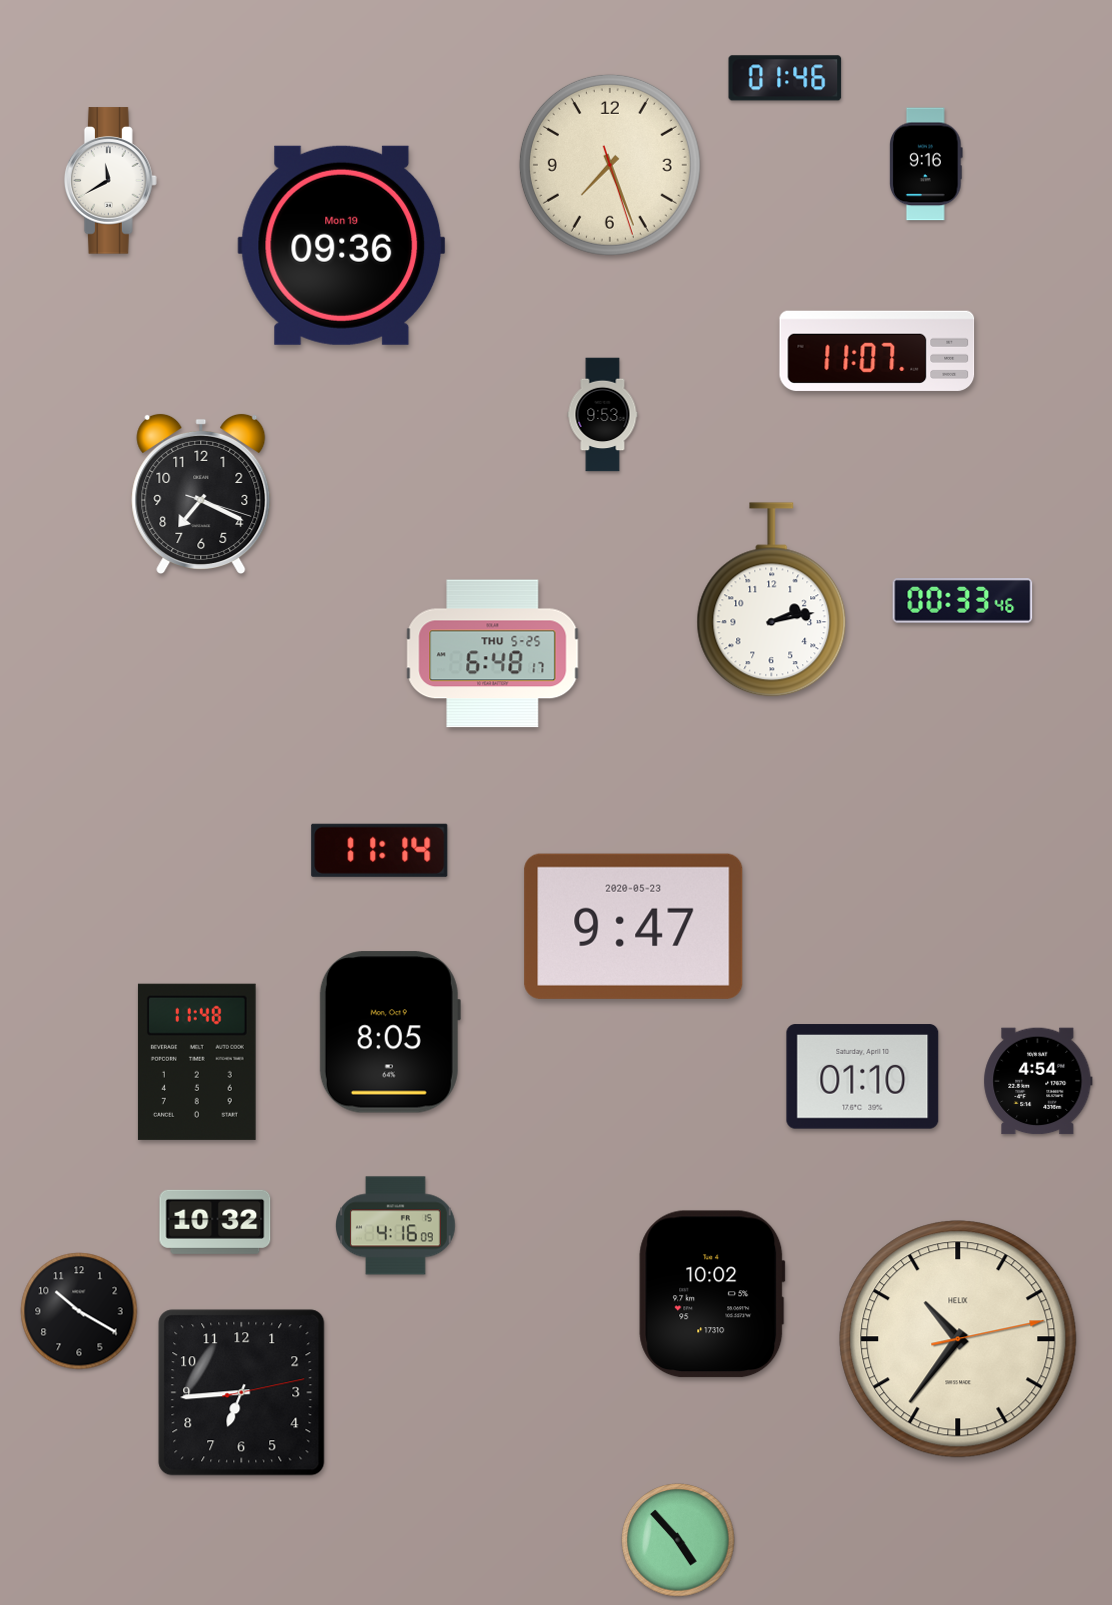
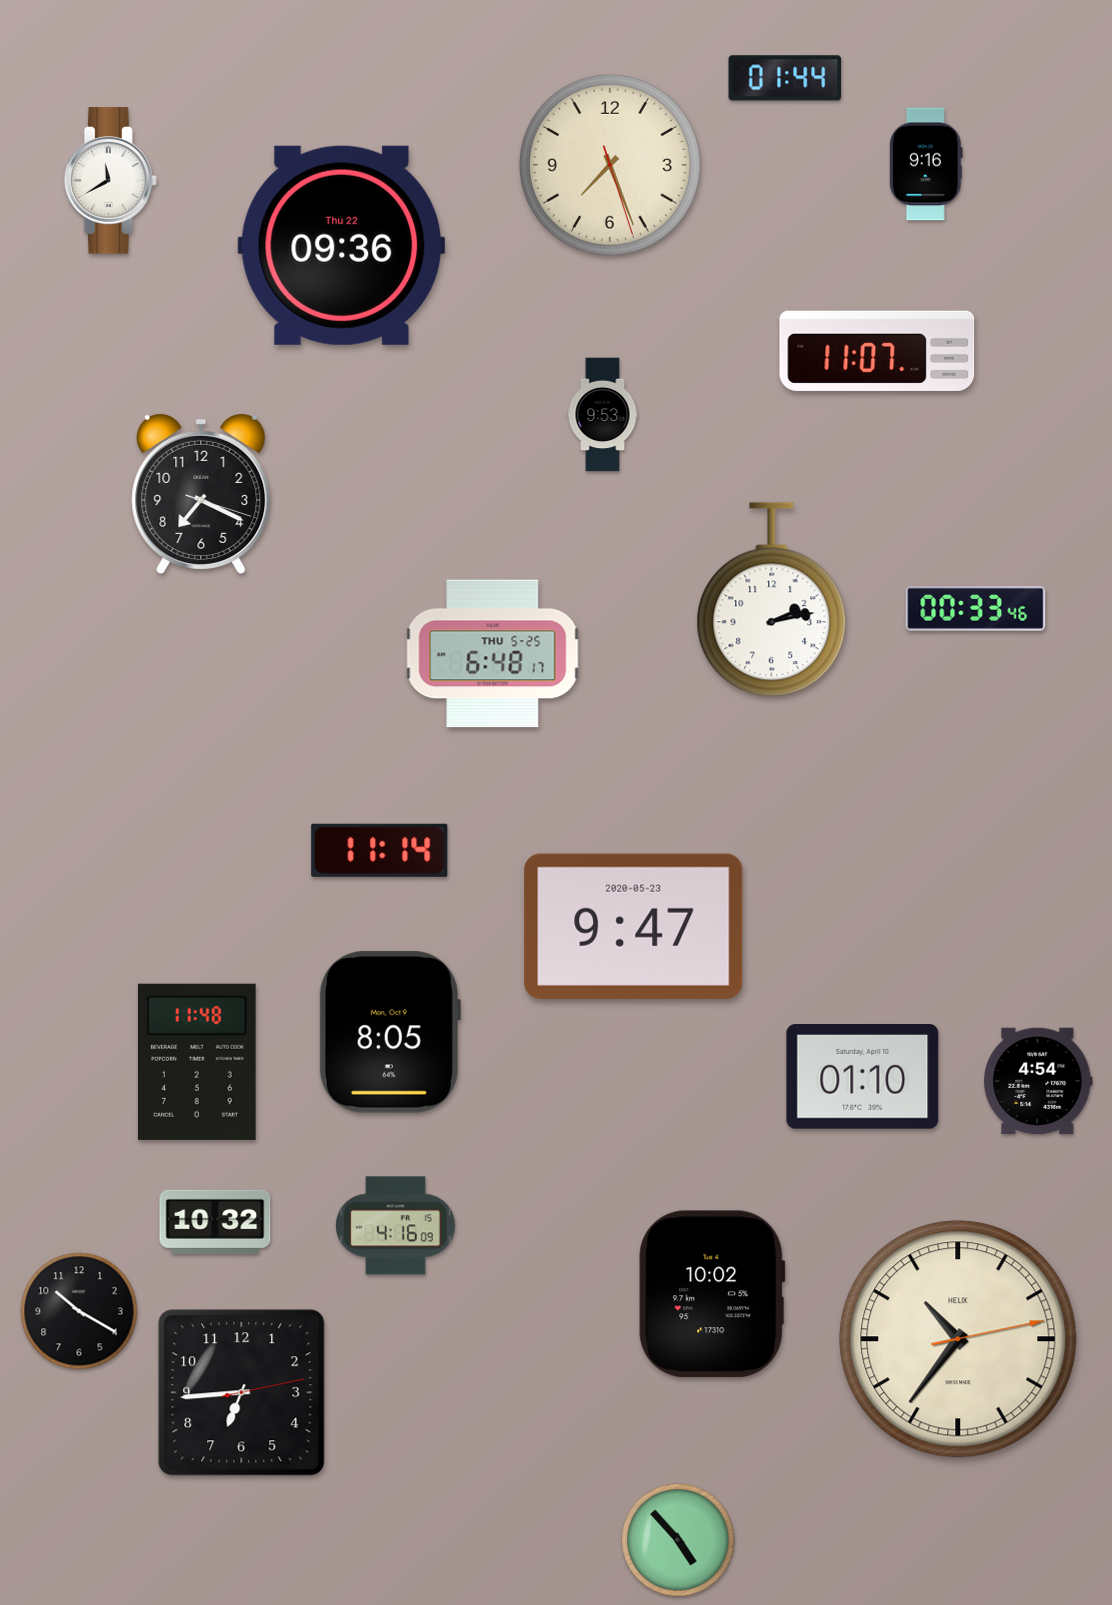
clock at (785, 78): 01:46 -> 01:44
clock at (342, 245) date: Mon 19 -> Thu 22
clock at (963, 601) position: (963, 601) -> (976, 609)
